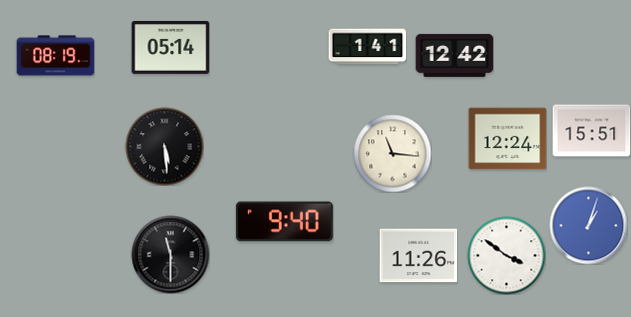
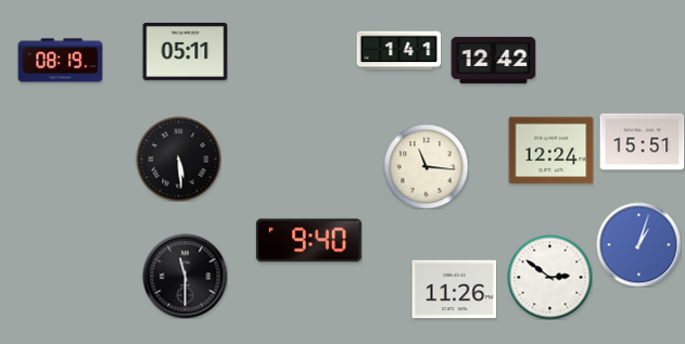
clock at (170, 47): 05:14 -> 05:11
clock at (506, 255): 3:51 -> 2:51
clock at (418, 256) position: (418, 256) -> (454, 290)
